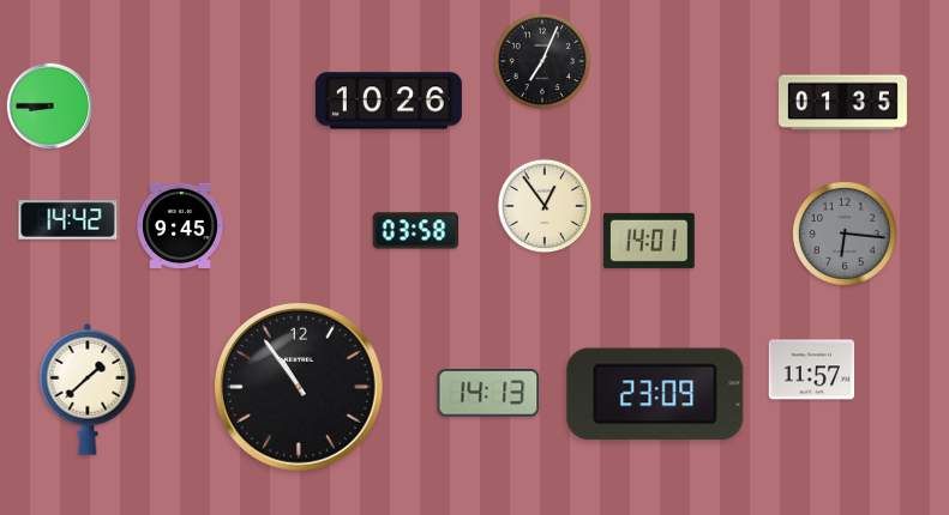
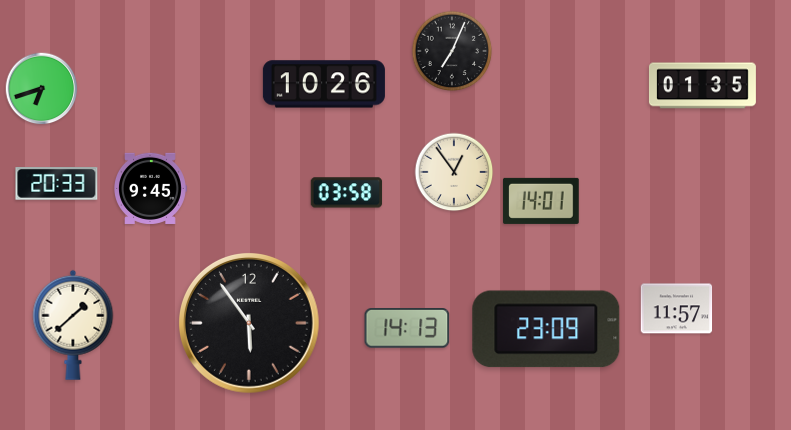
clock at (50, 107): 8:45 -> 6:42
clock at (68, 220): 14:42 -> 20:33
clock at (846, 235): 6:16 -> none
clock at (300, 388): 10:54 -> 5:54
